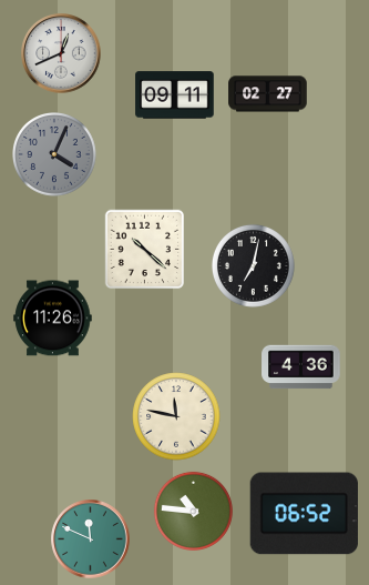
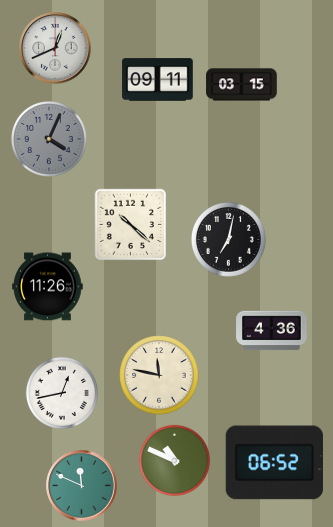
clock at (268, 94): 02:27 -> 03:15
clock at (175, 95) position: (175, 95) -> (158, 80)
clock at (62, 393): none -> 12:43
clock at (193, 511): 10:46 -> 10:49
